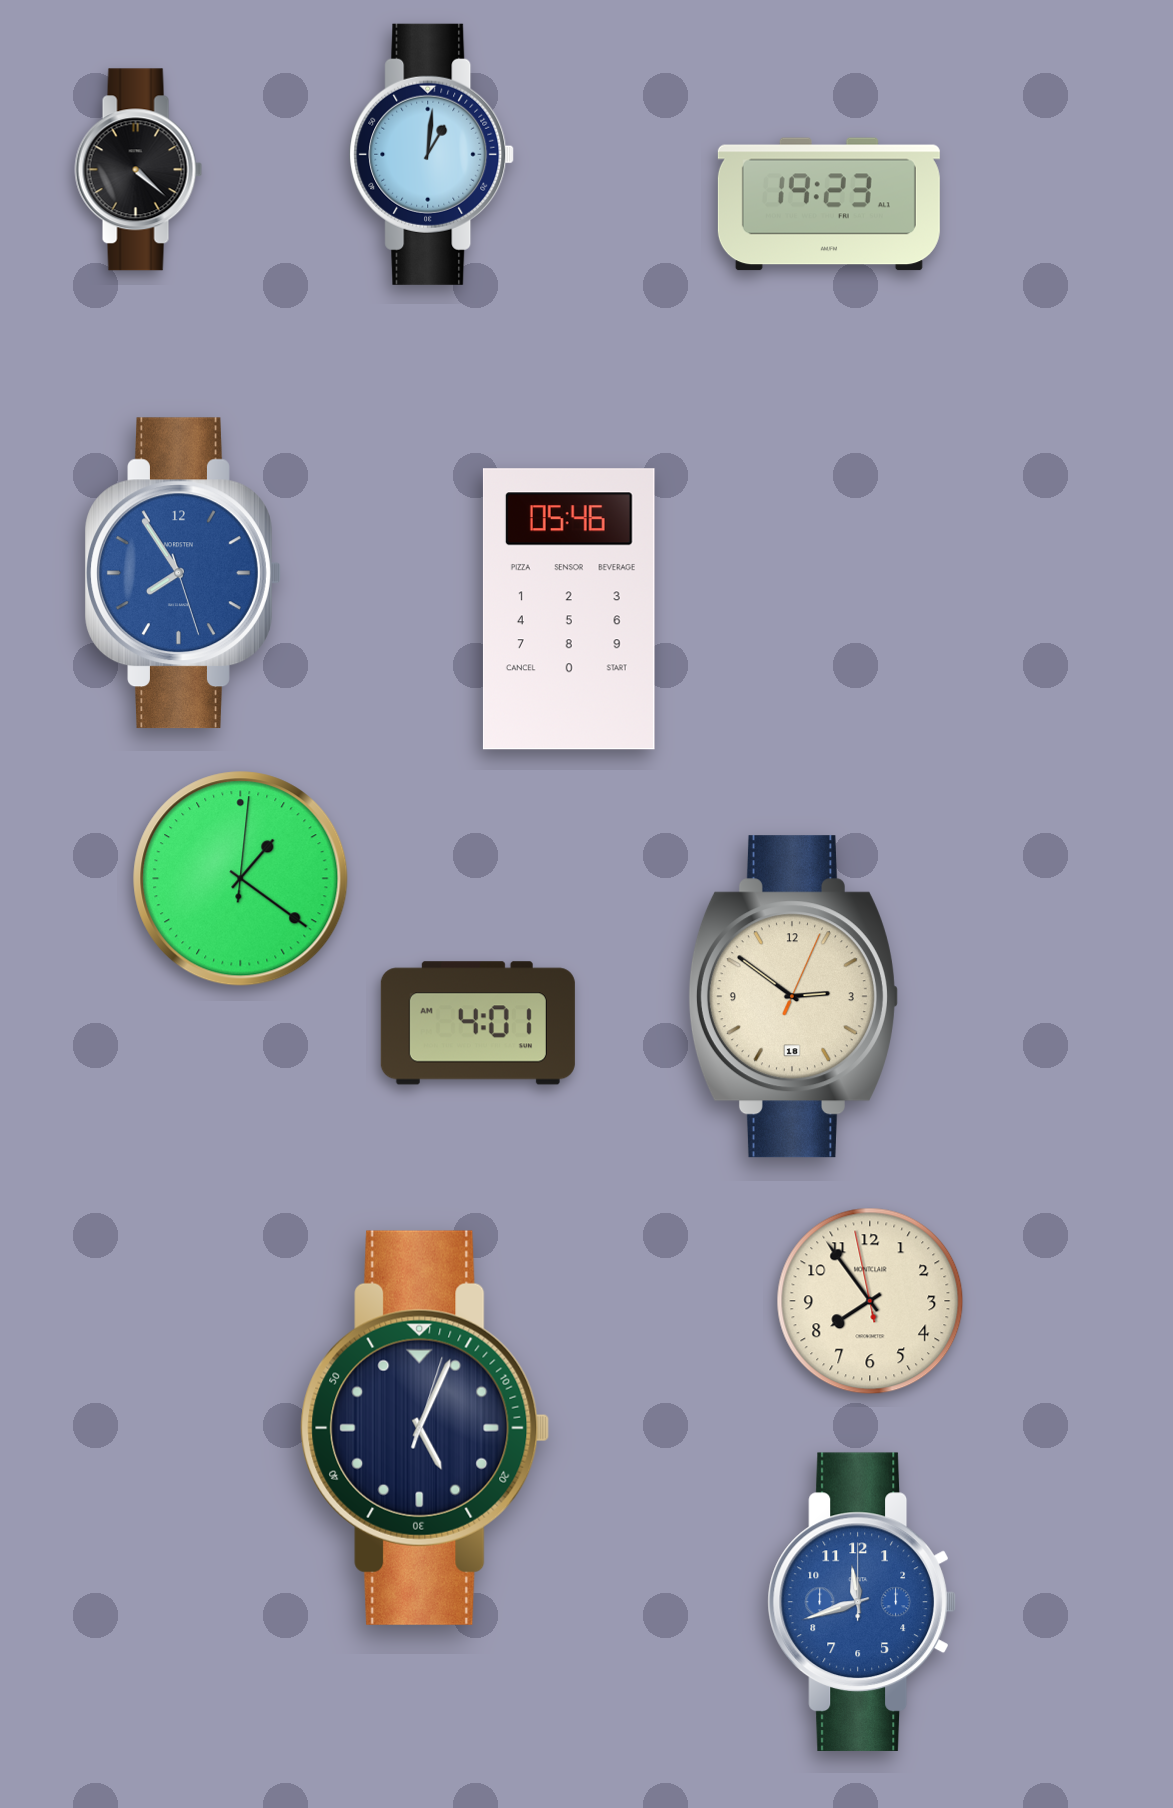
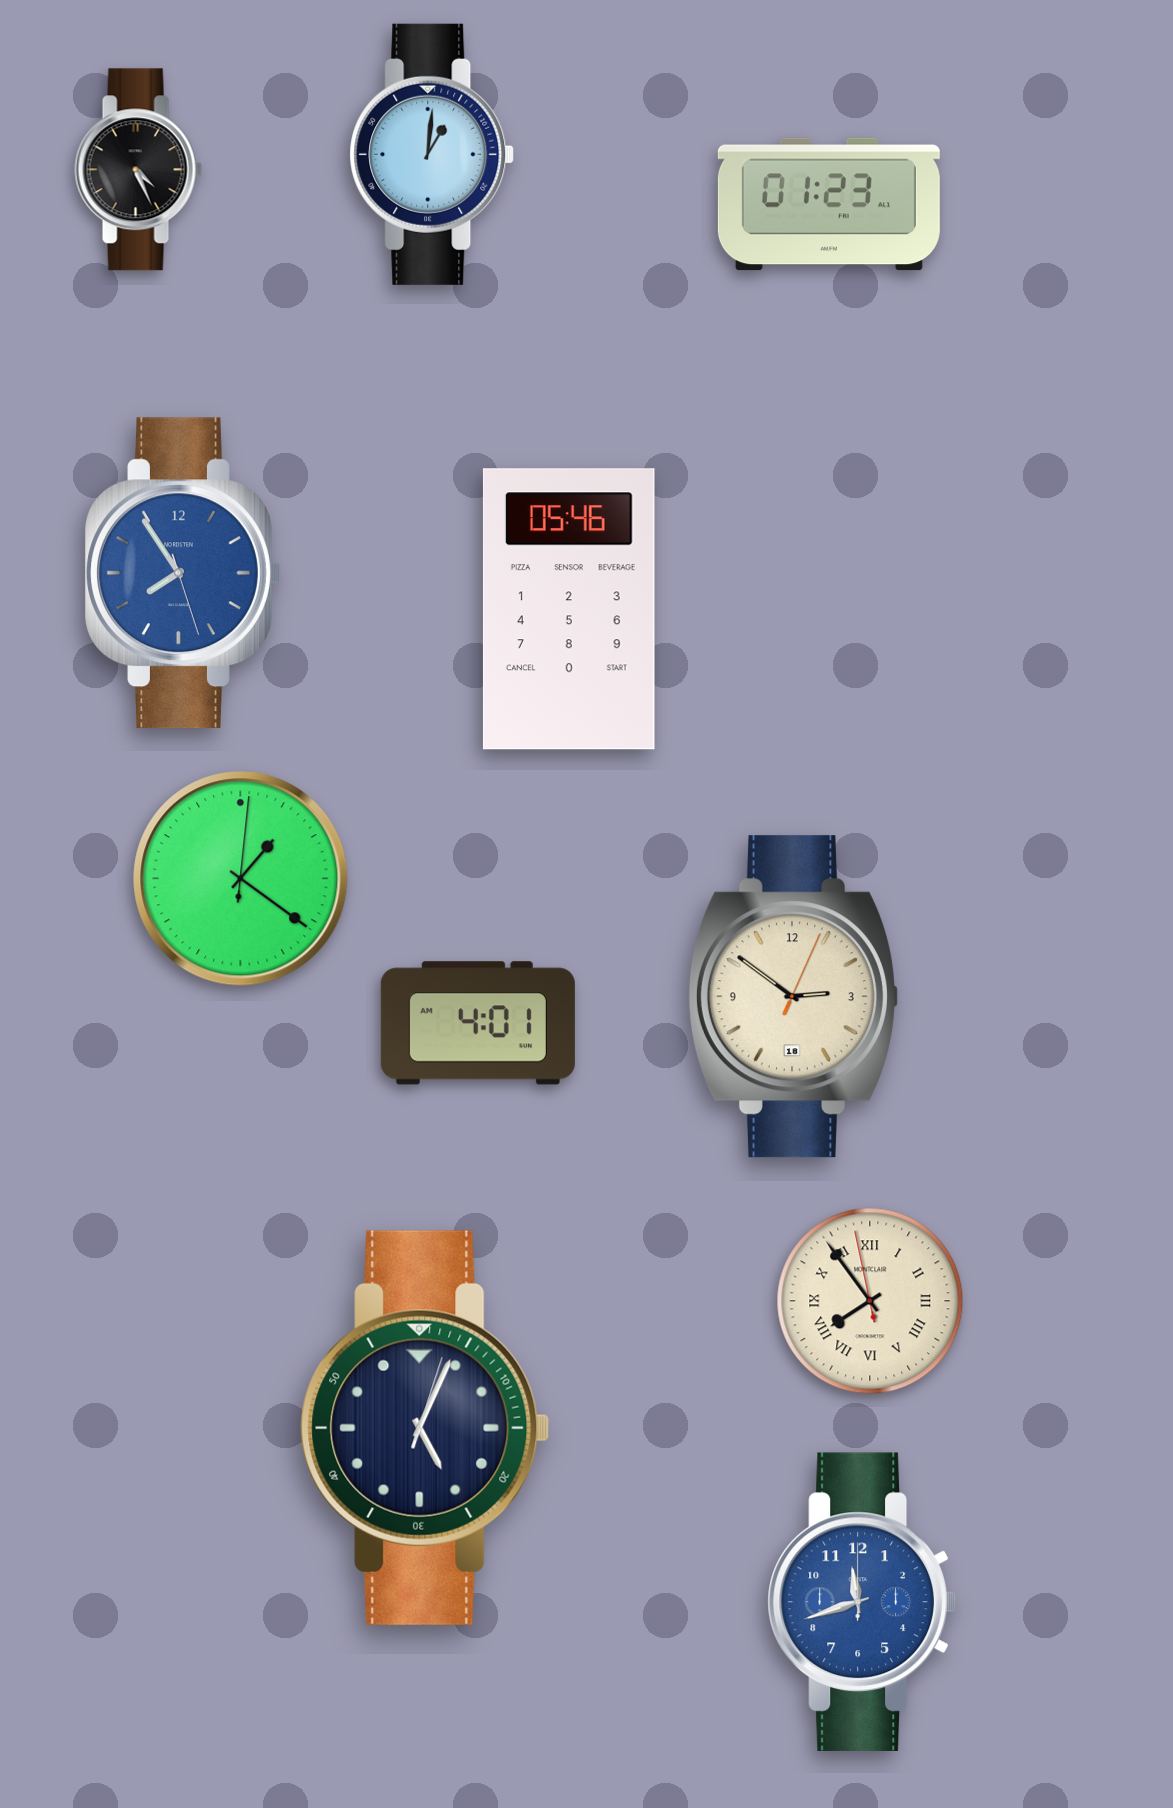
clock at (139, 170): 4:22 -> 4:26
clock at (829, 204): 19:23 -> 01:23
clock at (870, 1301) numerals: Arabic -> Roman
